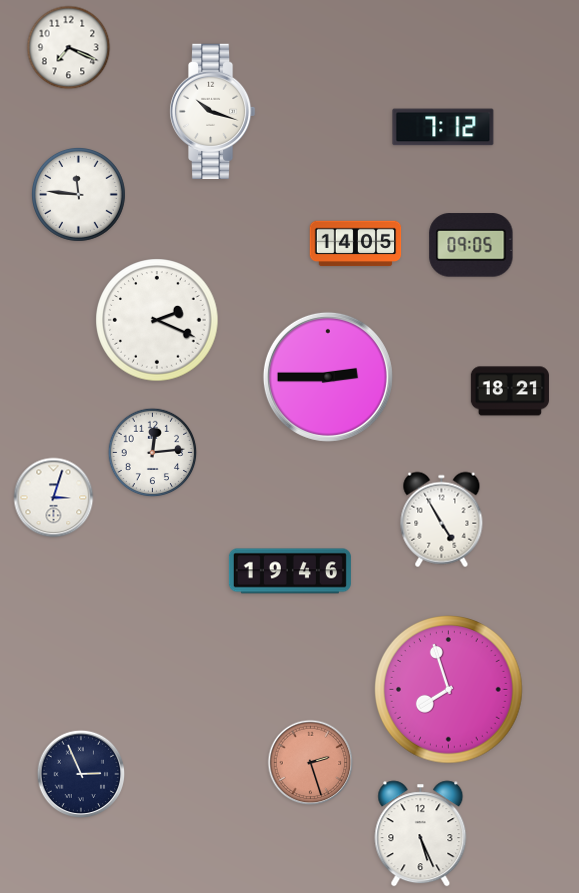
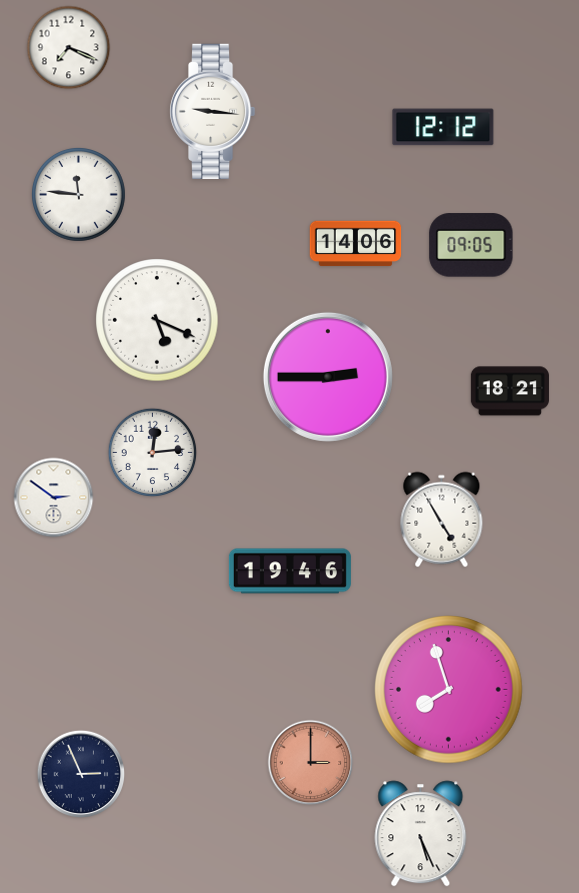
clock at (212, 111): 10:18 -> 9:16
clock at (443, 127): 7:12 -> 12:12
clock at (356, 244): 14:05 -> 14:06
clock at (157, 320): 2:19 -> 5:19
clock at (54, 498): 3:03 -> 2:51
clock at (311, 763): 2:27 -> 3:00
